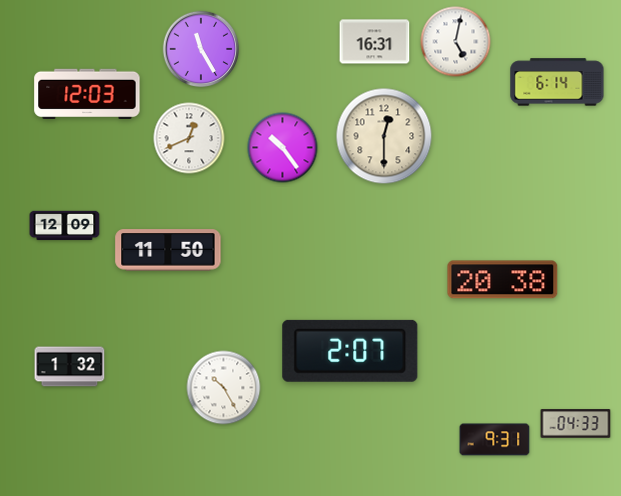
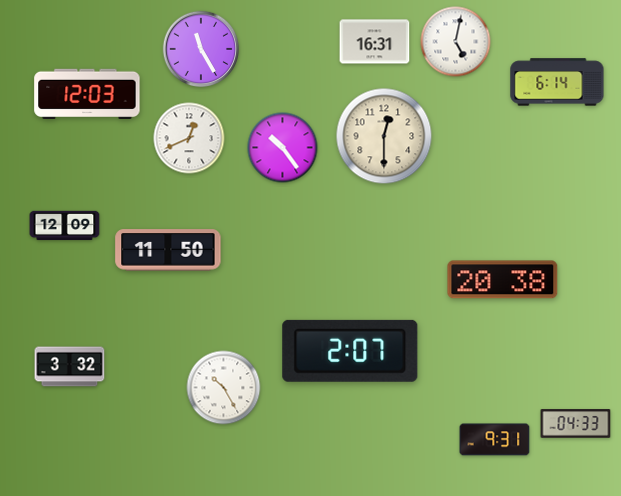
clock at (70, 367): 1:32 -> 3:32
